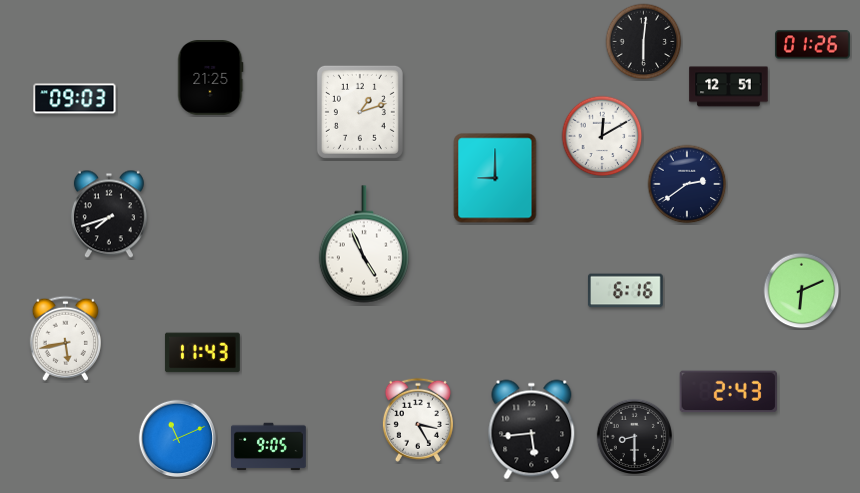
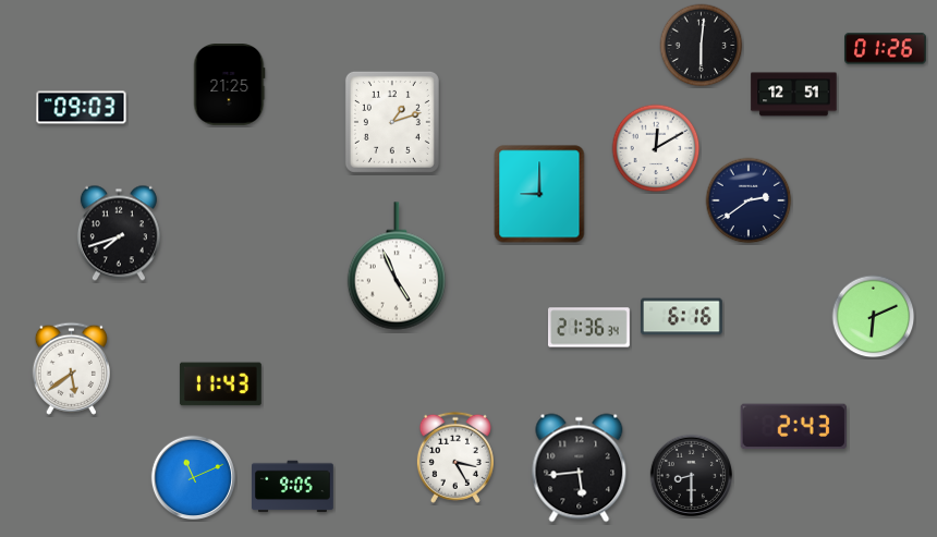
clock at (589, 328): none -> 21:36
clock at (65, 338): 5:43 -> 5:39
